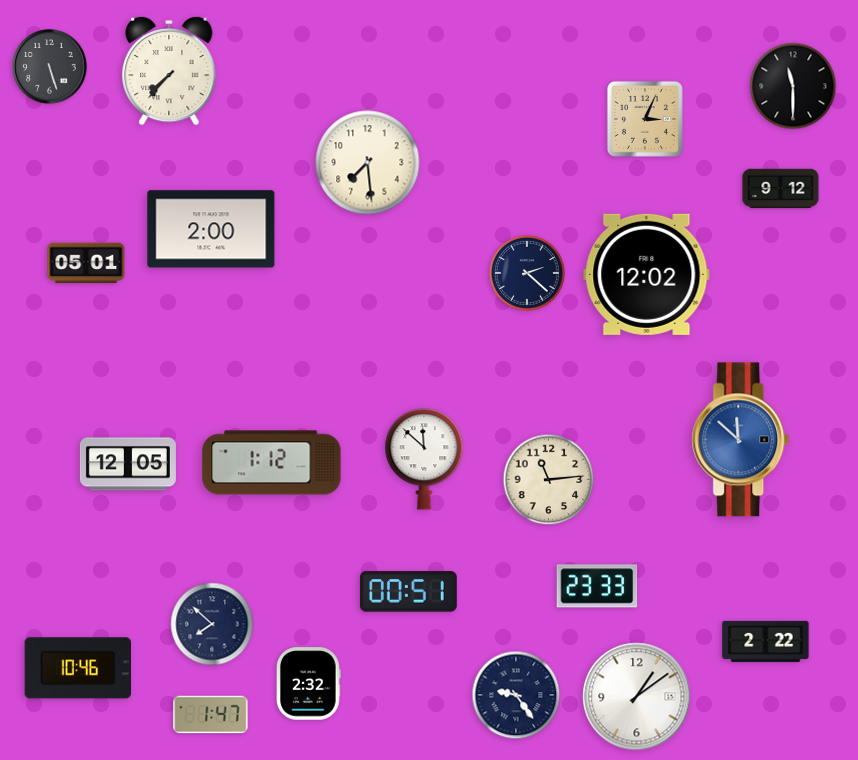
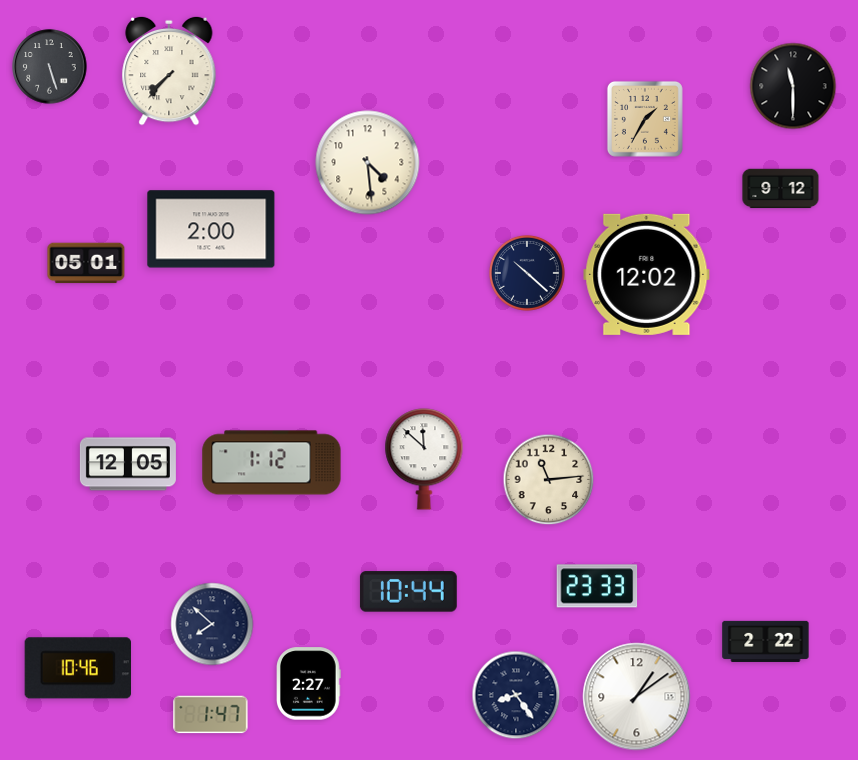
clock at (645, 119): 3:04 -> 1:35
clock at (368, 163): 7:29 -> 4:29
clock at (527, 273): 2:22 -> 10:22
clock at (741, 440): 11:52 -> none
clock at (408, 592): 00:51 -> 10:44
clock at (309, 684): 2:32 -> 2:27
clock at (516, 695): 9:24 -> 8:24
